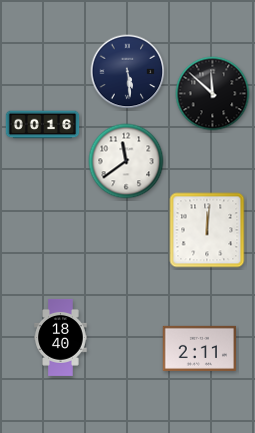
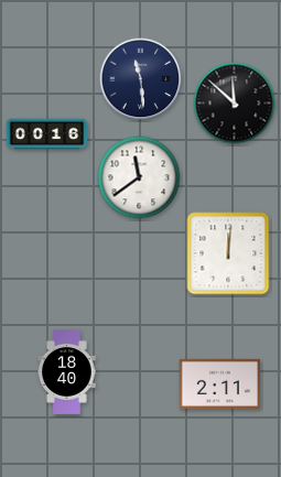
clock at (128, 72): 5:29 -> 11:29
clock at (43, 125) position: (43, 125) -> (47, 134)
